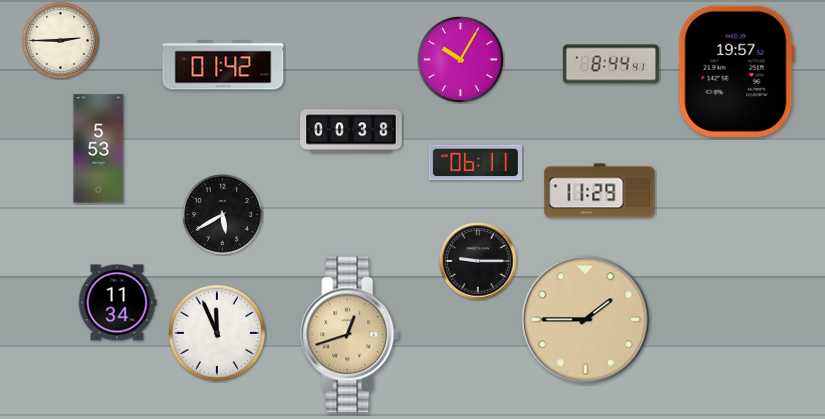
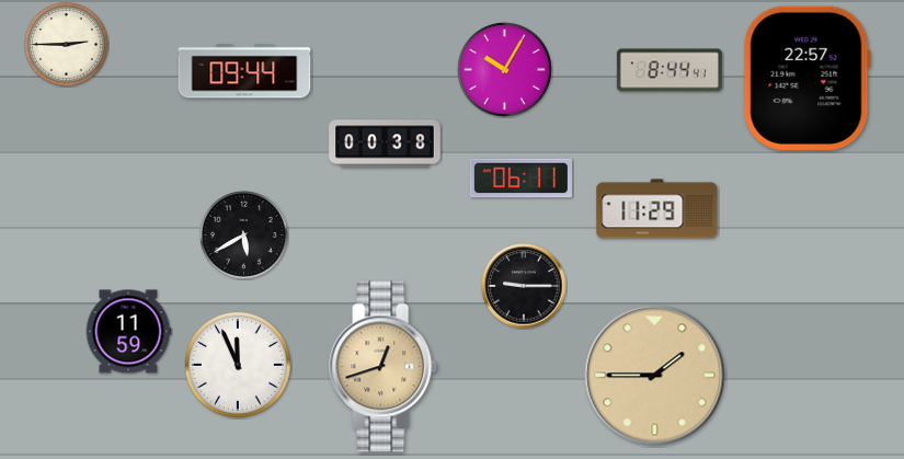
clock at (460, 59) position: (460, 59) -> (504, 69)
clock at (223, 65): 01:42 -> 09:44
clock at (736, 71): 19:57 -> 22:57
clock at (99, 149): 5:53 -> none
clock at (117, 303): 11:34 -> 11:59
clock at (586, 320) position: (586, 320) -> (655, 376)
